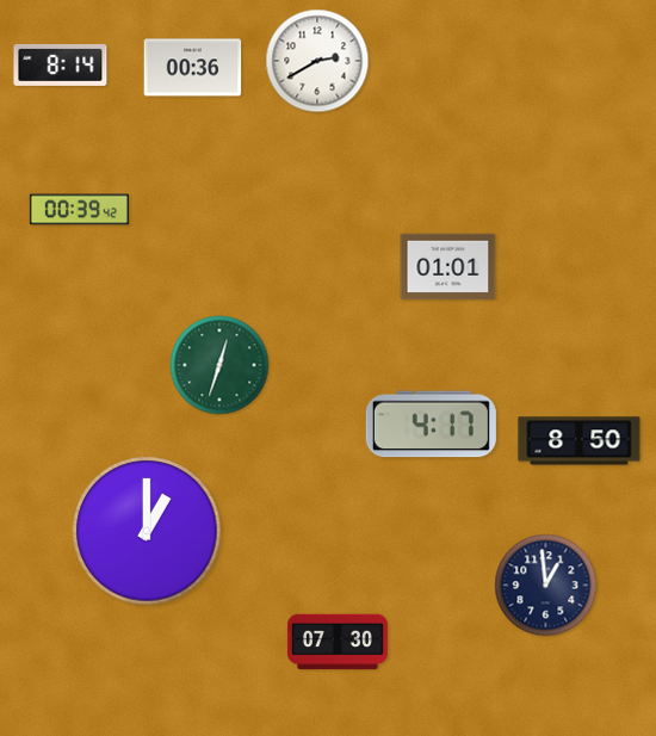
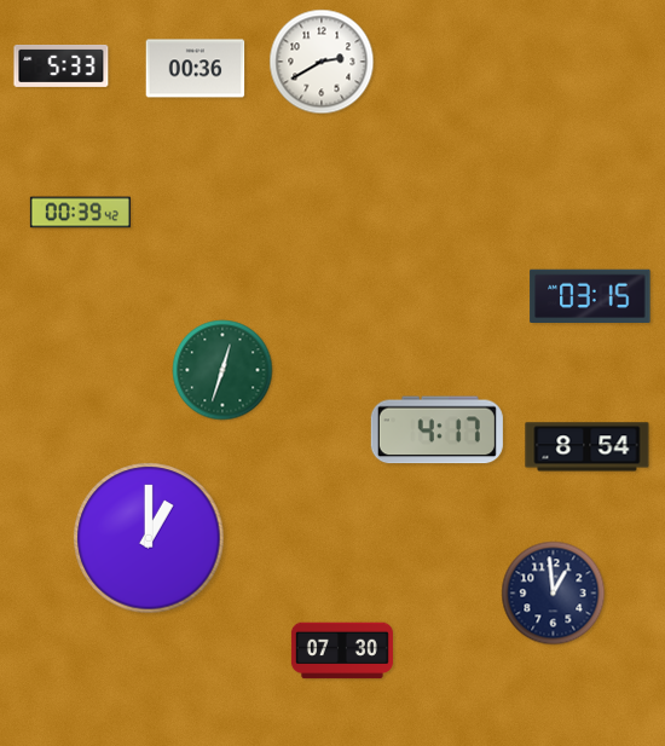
clock at (61, 64): 8:14 -> 5:33
clock at (448, 267): 01:01 -> none
clock at (590, 295): none -> 03:15
clock at (580, 441): 8:50 -> 8:54
